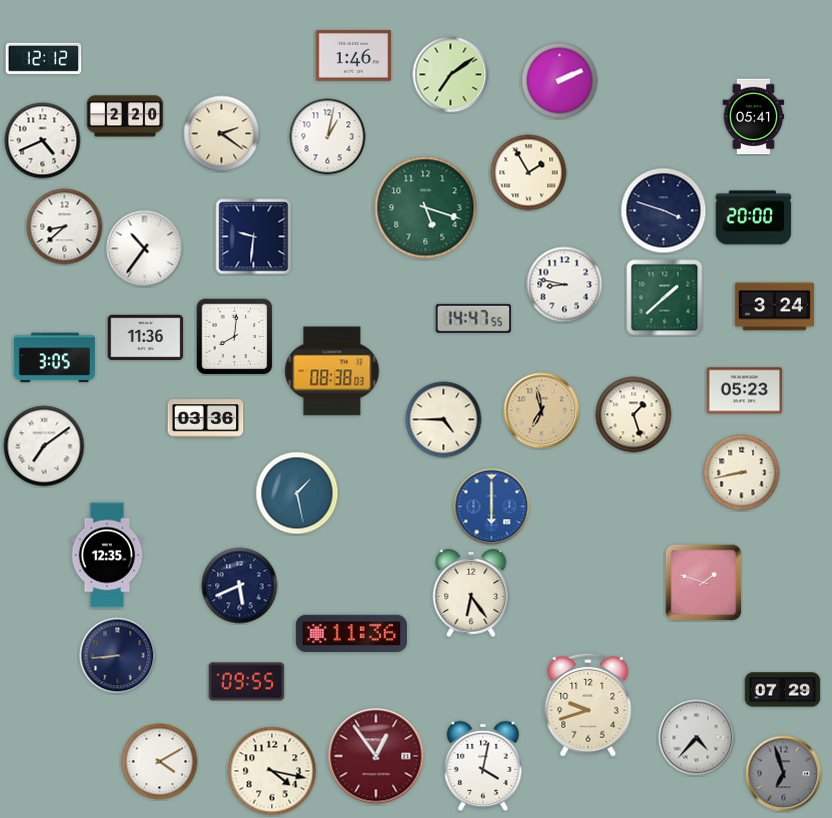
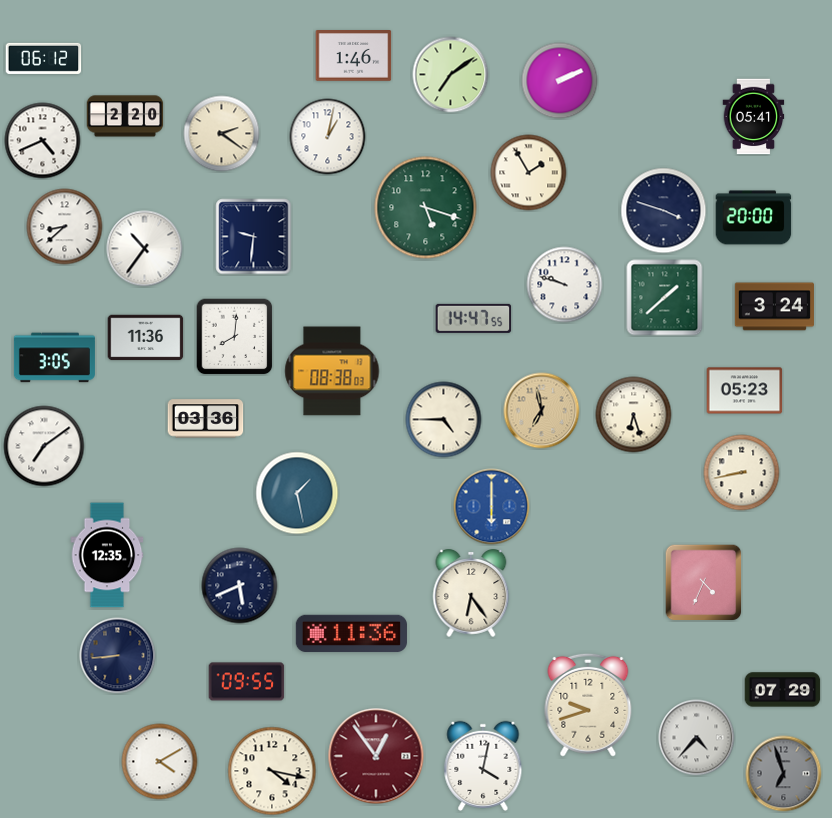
clock at (44, 58): 12:12 -> 06:12
clock at (565, 285): 8:47 -> 9:48
clock at (634, 415): 1:27 -> 6:27
clock at (703, 582): 1:48 -> 4:34
